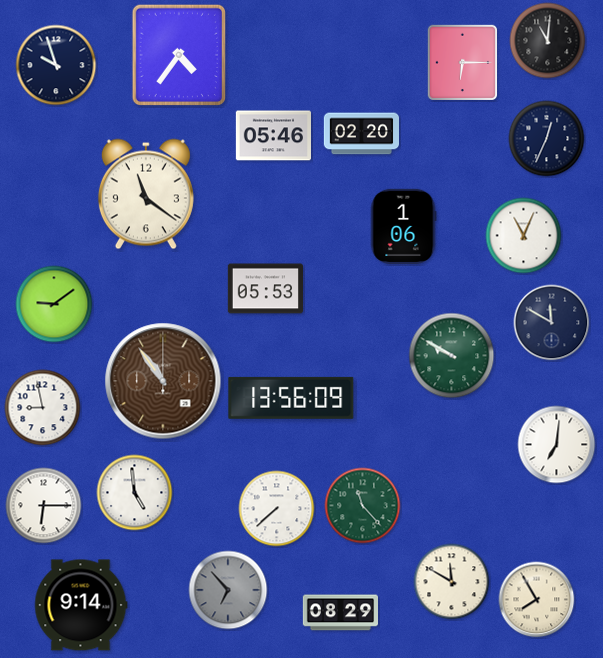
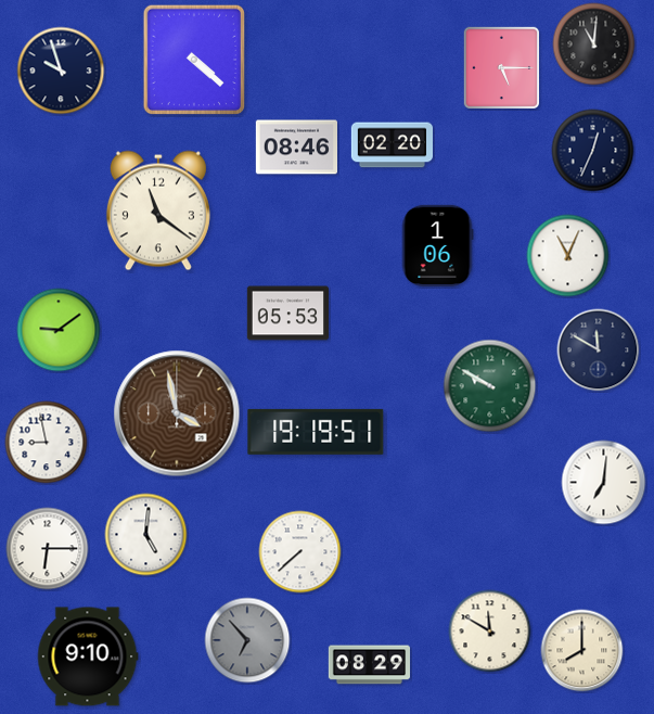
clock at (178, 55): 4:36 -> 4:22
clock at (462, 62): 6:15 -> 5:15
clock at (273, 136): 05:46 -> 08:46
clock at (163, 381): 10:54 -> 3:58
clock at (291, 398): 13:56 -> 19:19
clock at (135, 493): 4:59 -> 5:01
clock at (363, 506): 11:23 -> none
clock at (537, 600): 7:55 -> 8:00
clock at (81, 605): 9:14 -> 9:10
